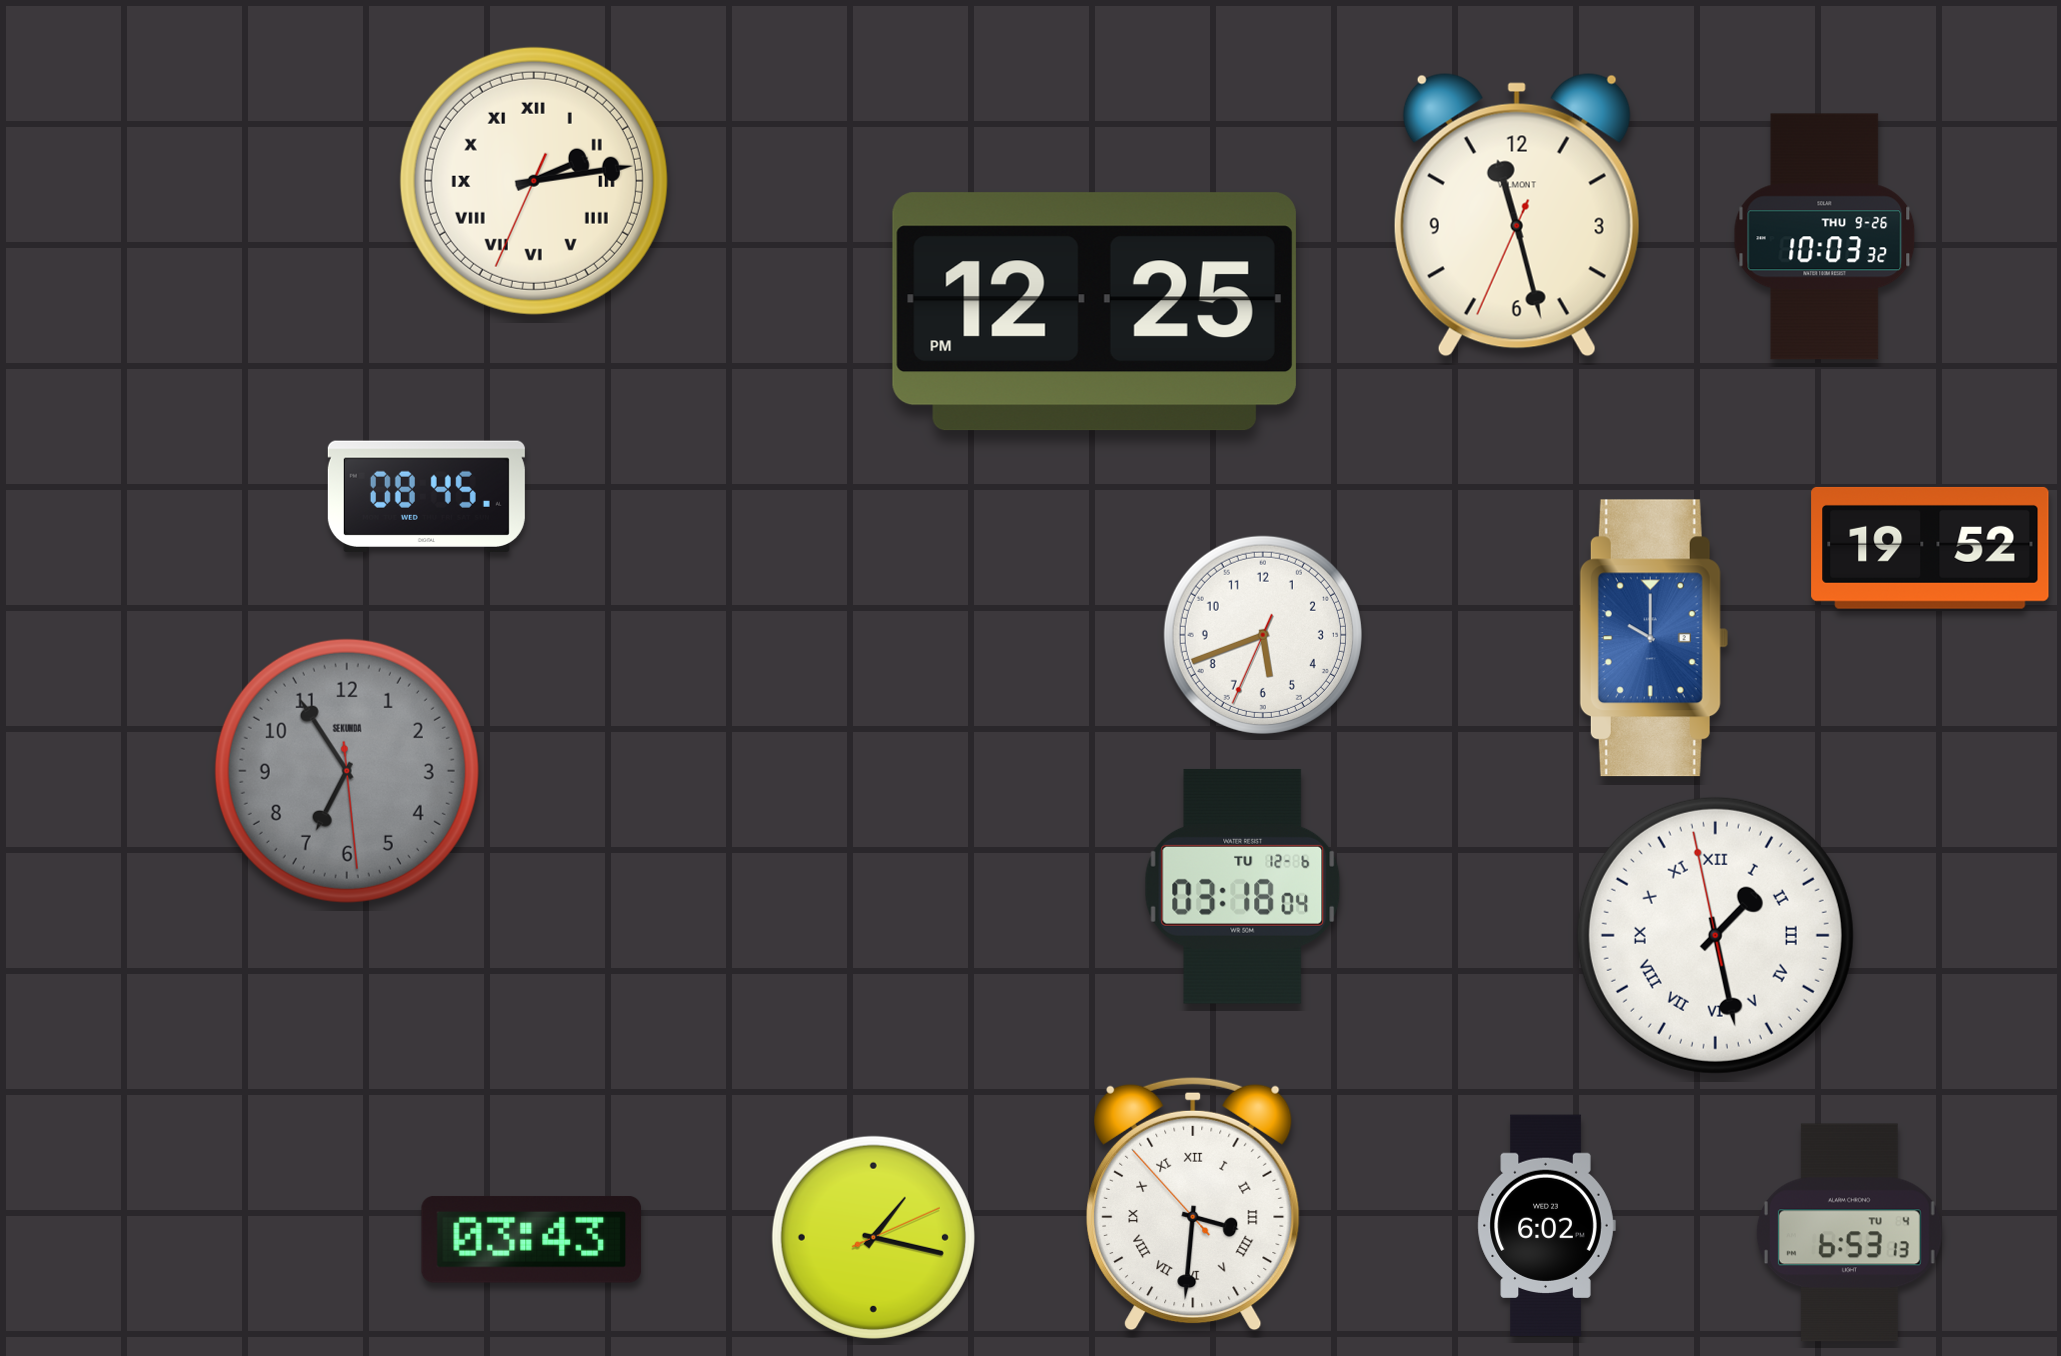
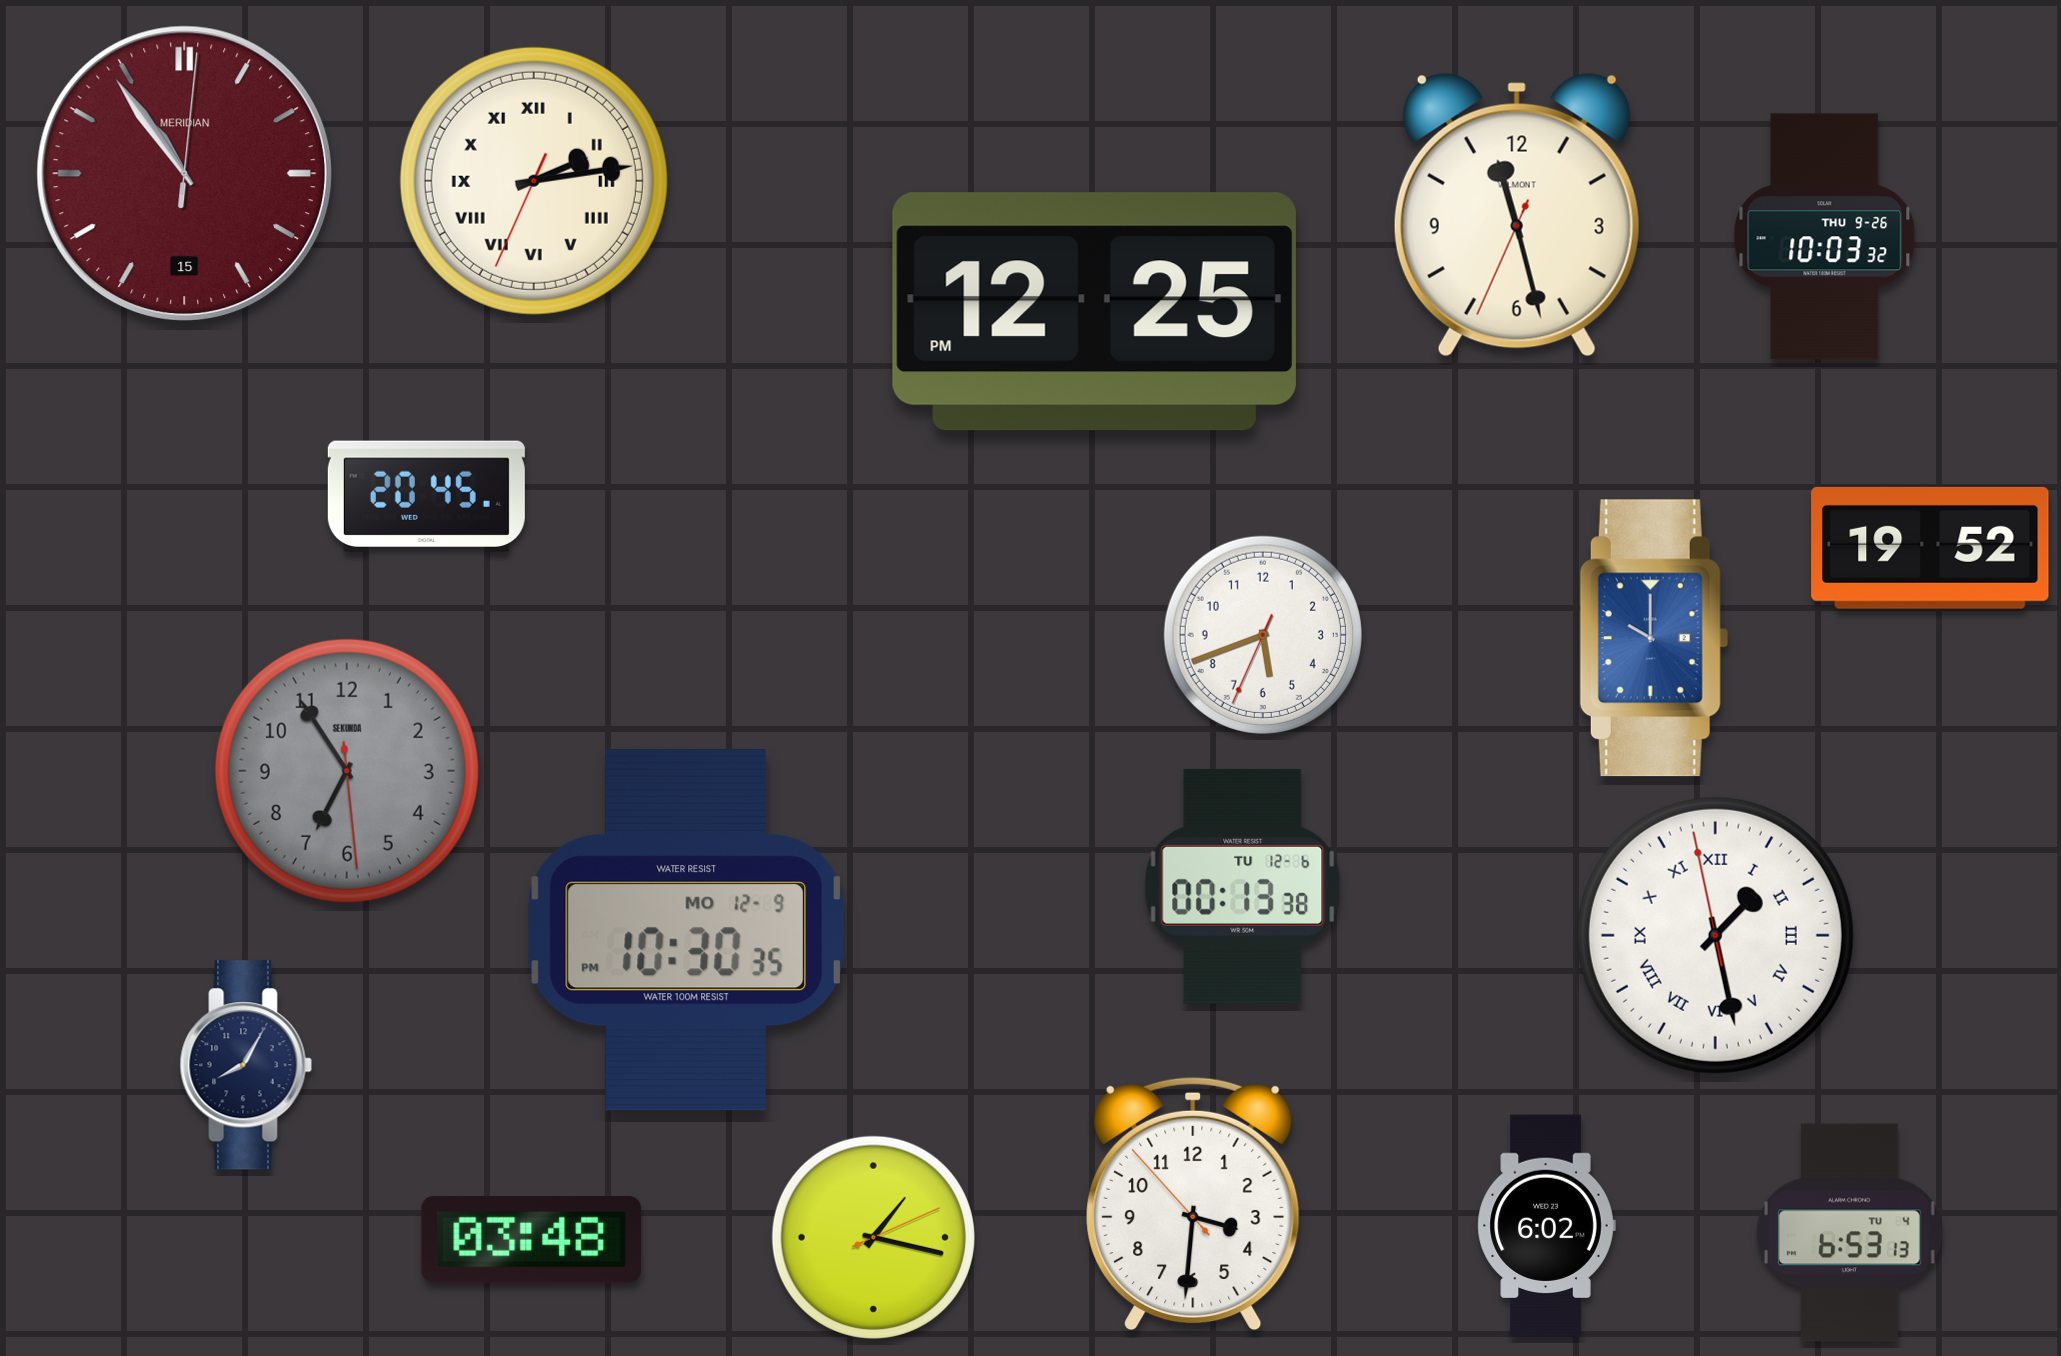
clock at (184, 173): none -> 10:54
clock at (426, 496): 08:45 -> 20:45
clock at (1243, 886): 03:18 -> 00:13
clock at (686, 931): none -> 10:30
clock at (246, 1065): none -> 8:05
clock at (1193, 1204) numerals: Roman -> Arabic
clock at (532, 1239): 03:43 -> 03:48
